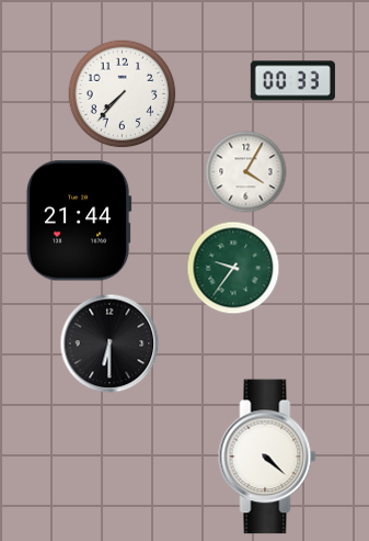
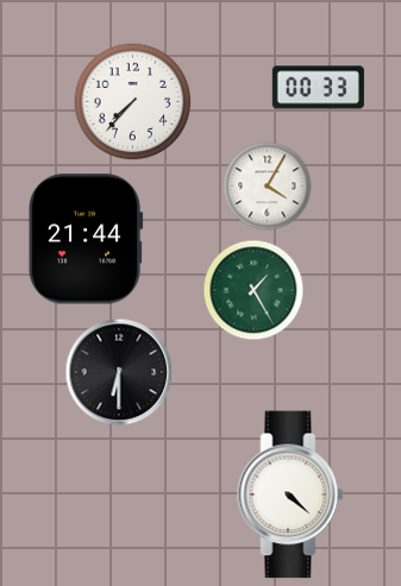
clock at (233, 268): 9:36 -> 1:25
